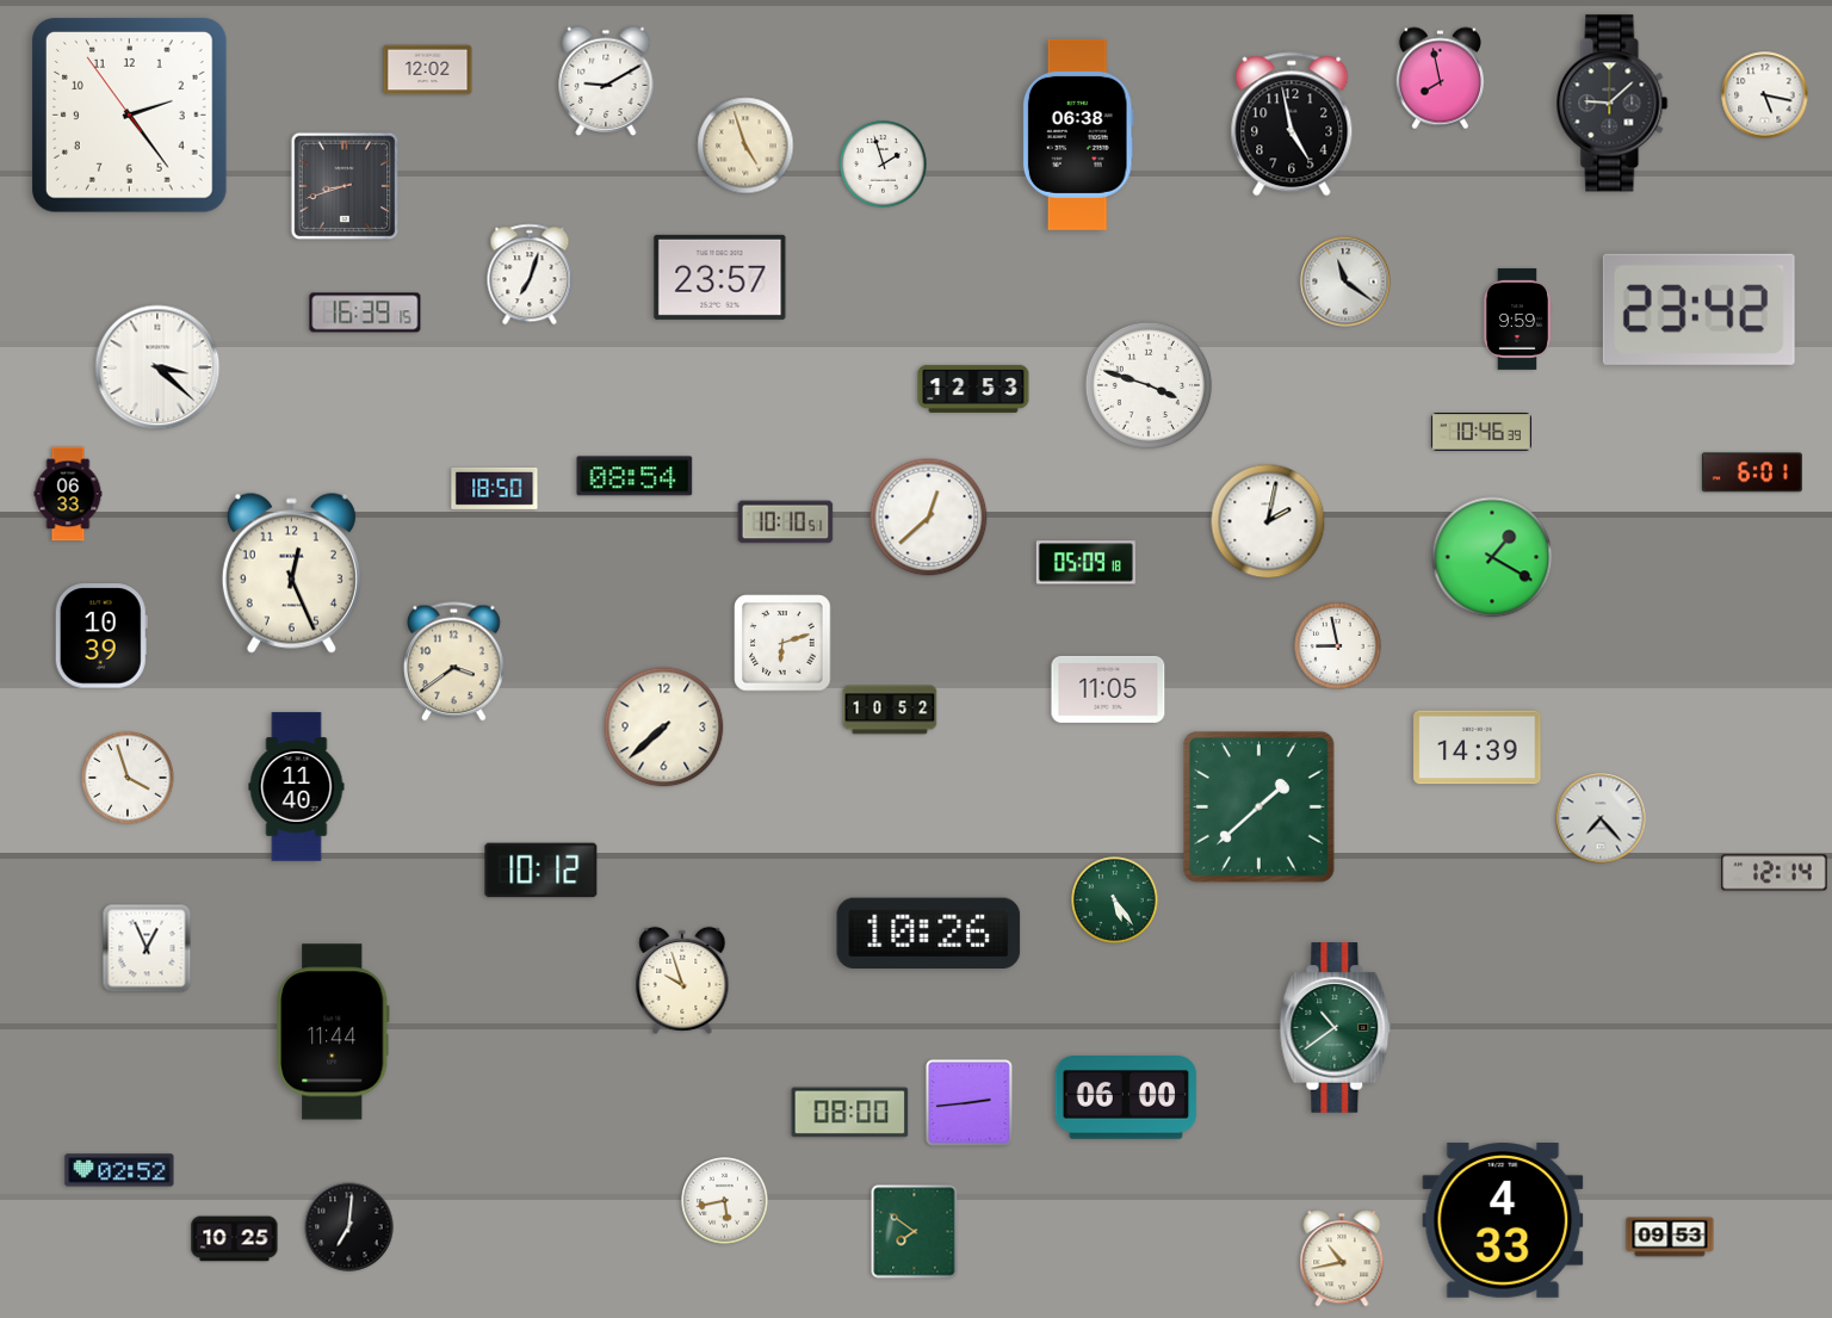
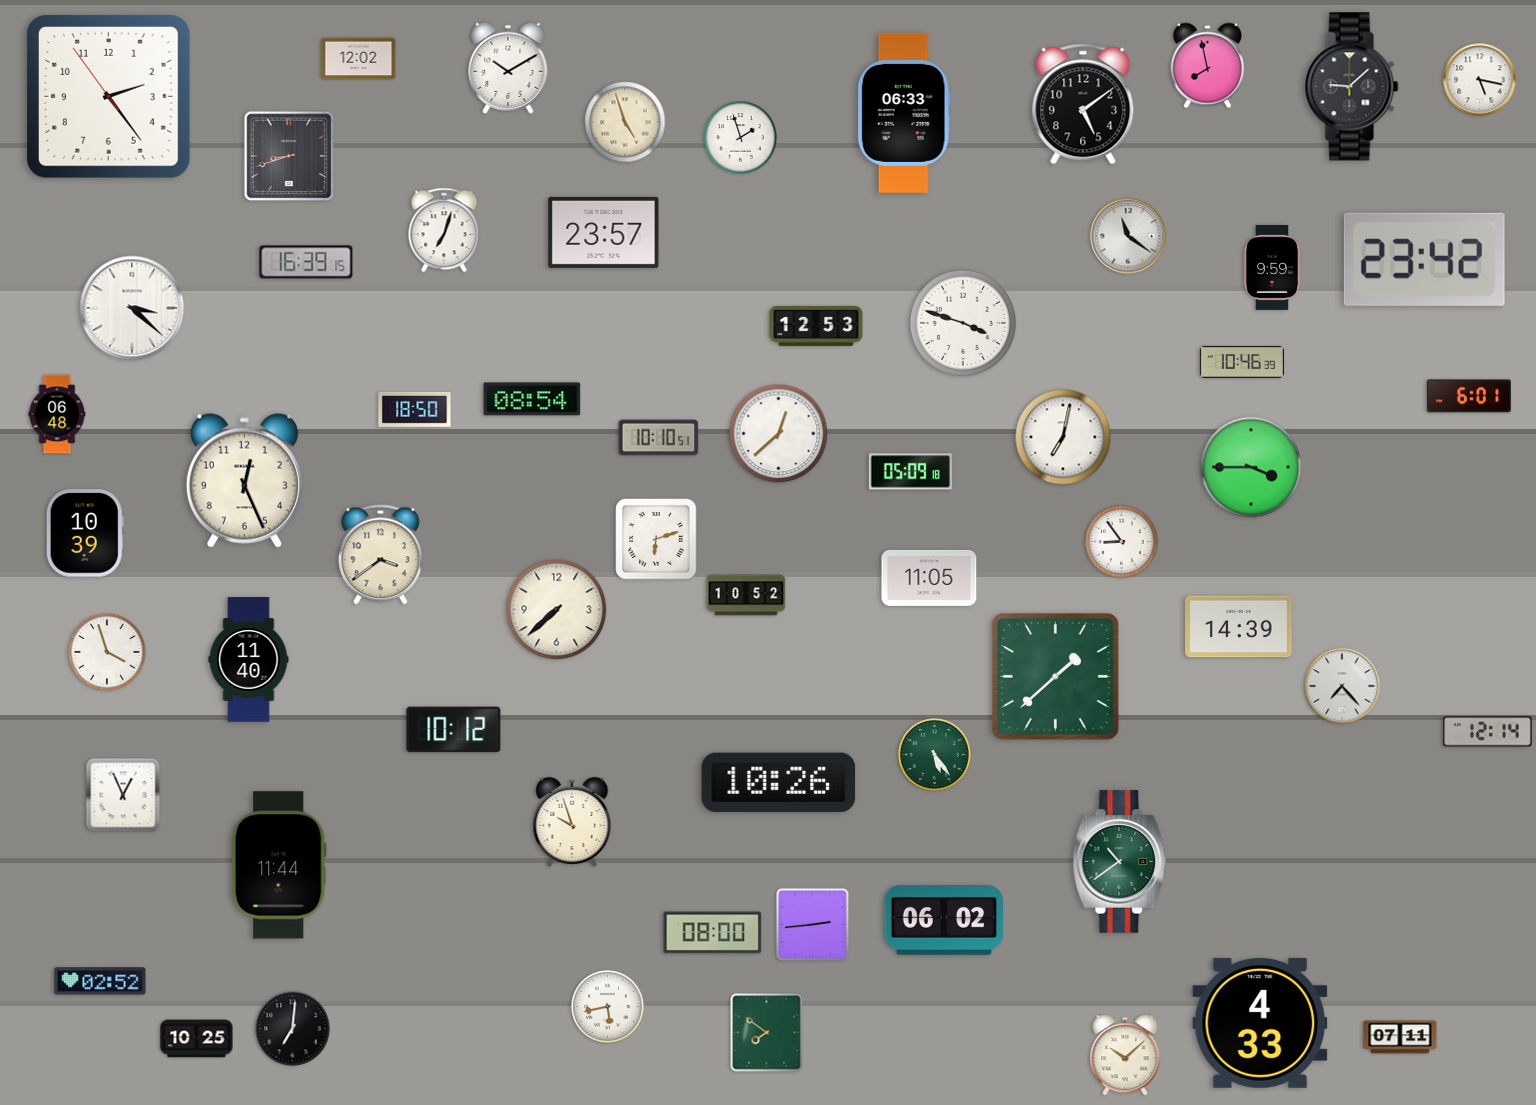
clock at (606, 81): 9:10 -> 10:10
clock at (1292, 124): 4:58 -> 5:09
clock at (1078, 135): 06:38 -> 06:33
clock at (68, 494): 06:33 -> 06:48
clock at (1268, 521): 2:02 -> 7:02
clock at (1492, 557): 1:20 -> 3:45
clock at (1338, 646): 8:58 -> 8:54
clock at (1126, 1097): 06:00 -> 06:02
clock at (1670, 1237): 09:53 -> 07:11
clock at (1342, 1258): 10:43 -> 10:08
